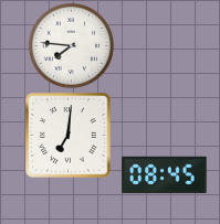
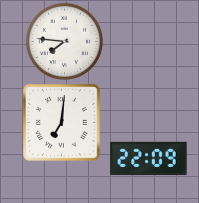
clock at (165, 175): 08:45 -> 22:09
